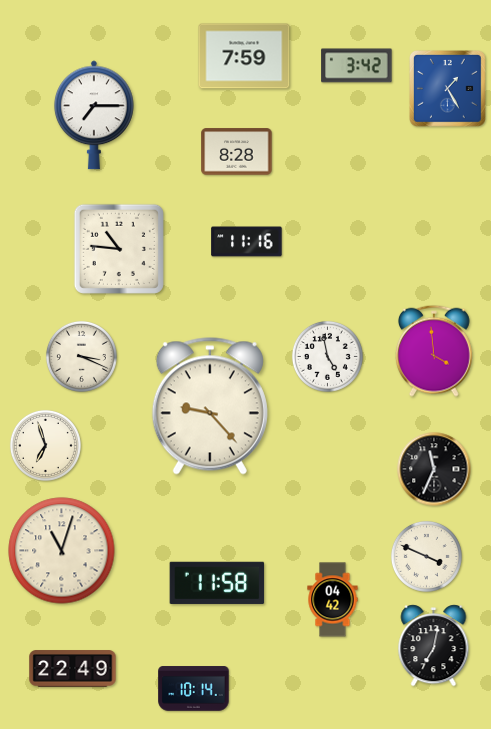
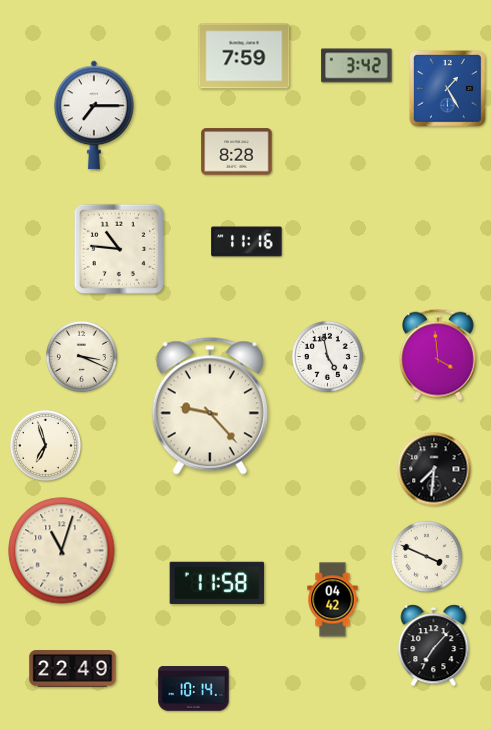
clock at (434, 351) position: (434, 351) -> (438, 355)
clock at (434, 469): 11:34 -> 7:31
clock at (434, 646): 7:02 -> 7:07
